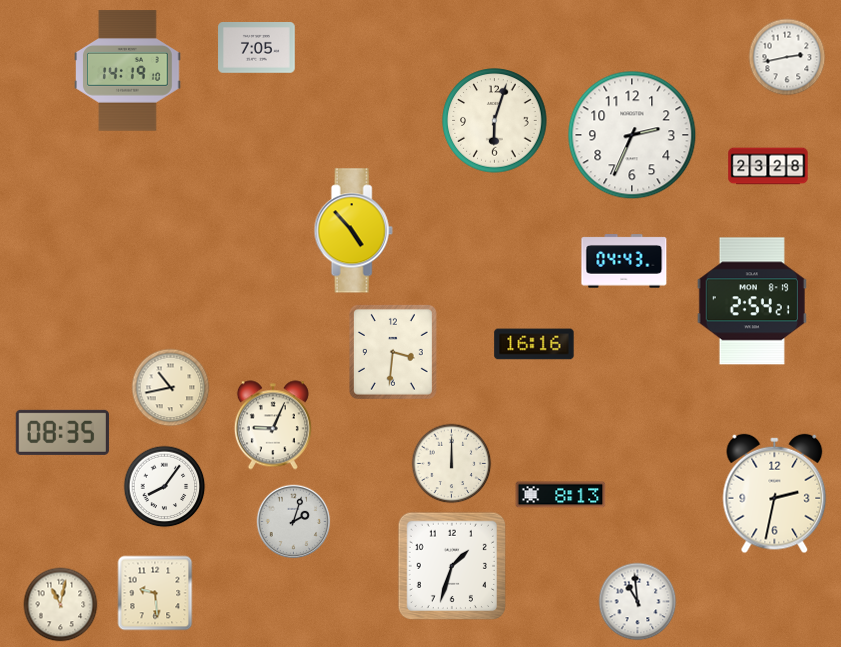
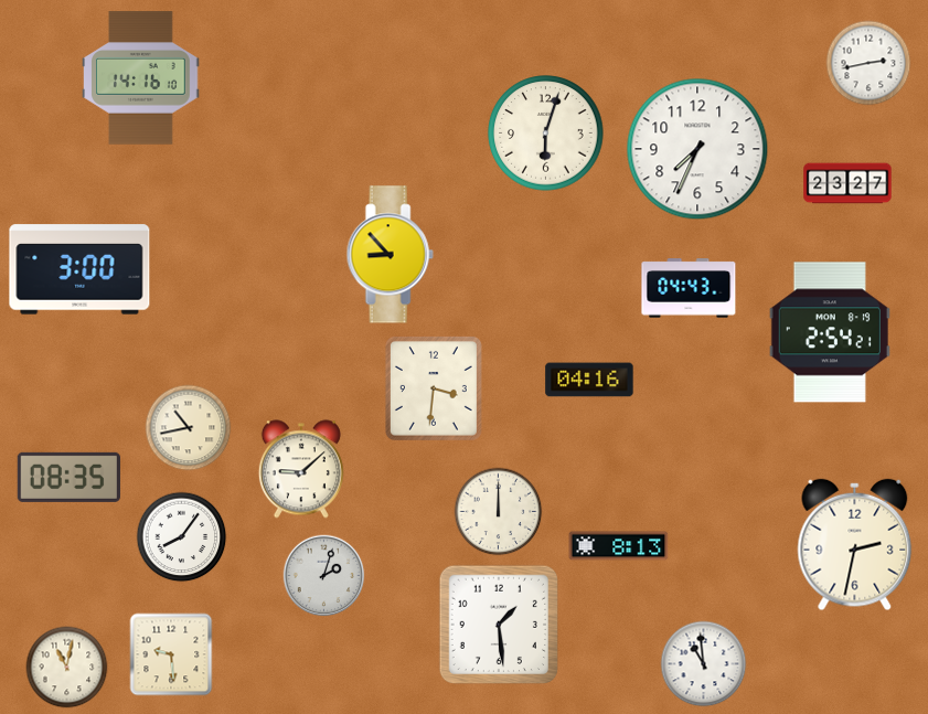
clock at (257, 48): 7:05 -> none
clock at (128, 71): 14:19 -> 14:16
clock at (632, 135): 2:34 -> 7:34
clock at (768, 166): 23:28 -> 23:27
clock at (353, 231): 4:53 -> 8:53
clock at (79, 269): none -> 3:00
clock at (534, 344): 16:16 -> 04:16
clock at (273, 425): 9:04 -> 9:08
clock at (451, 565): 1:33 -> 1:29
